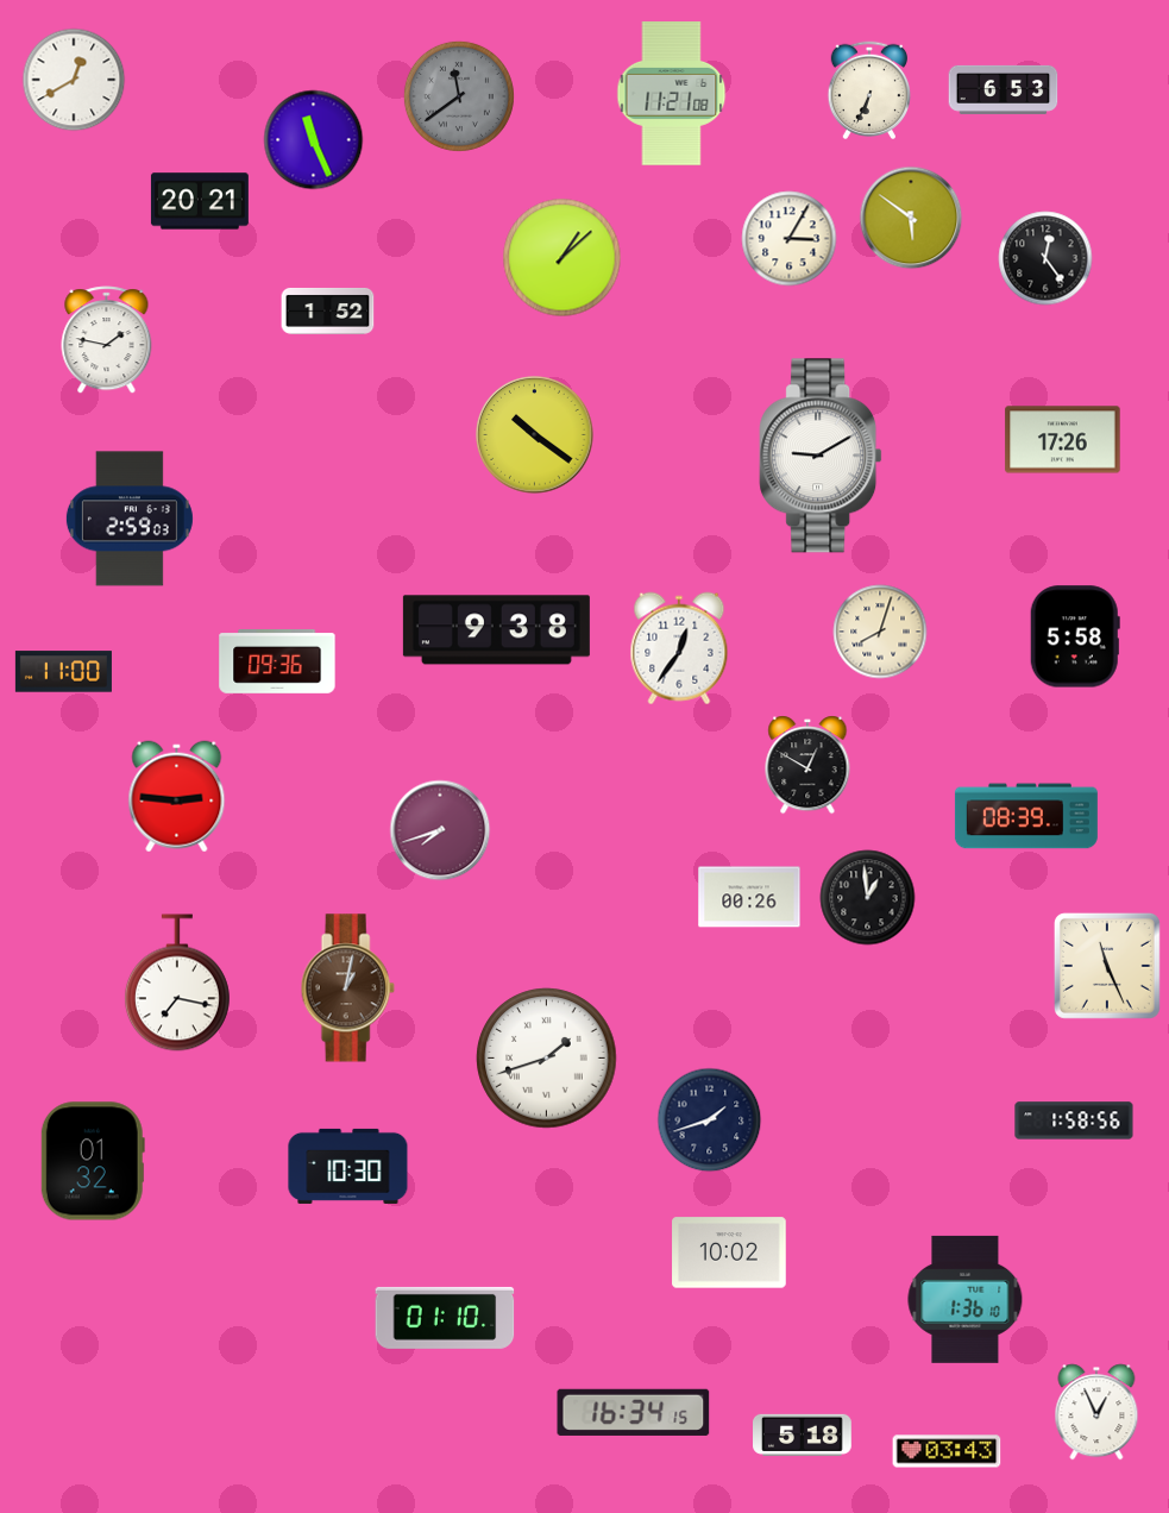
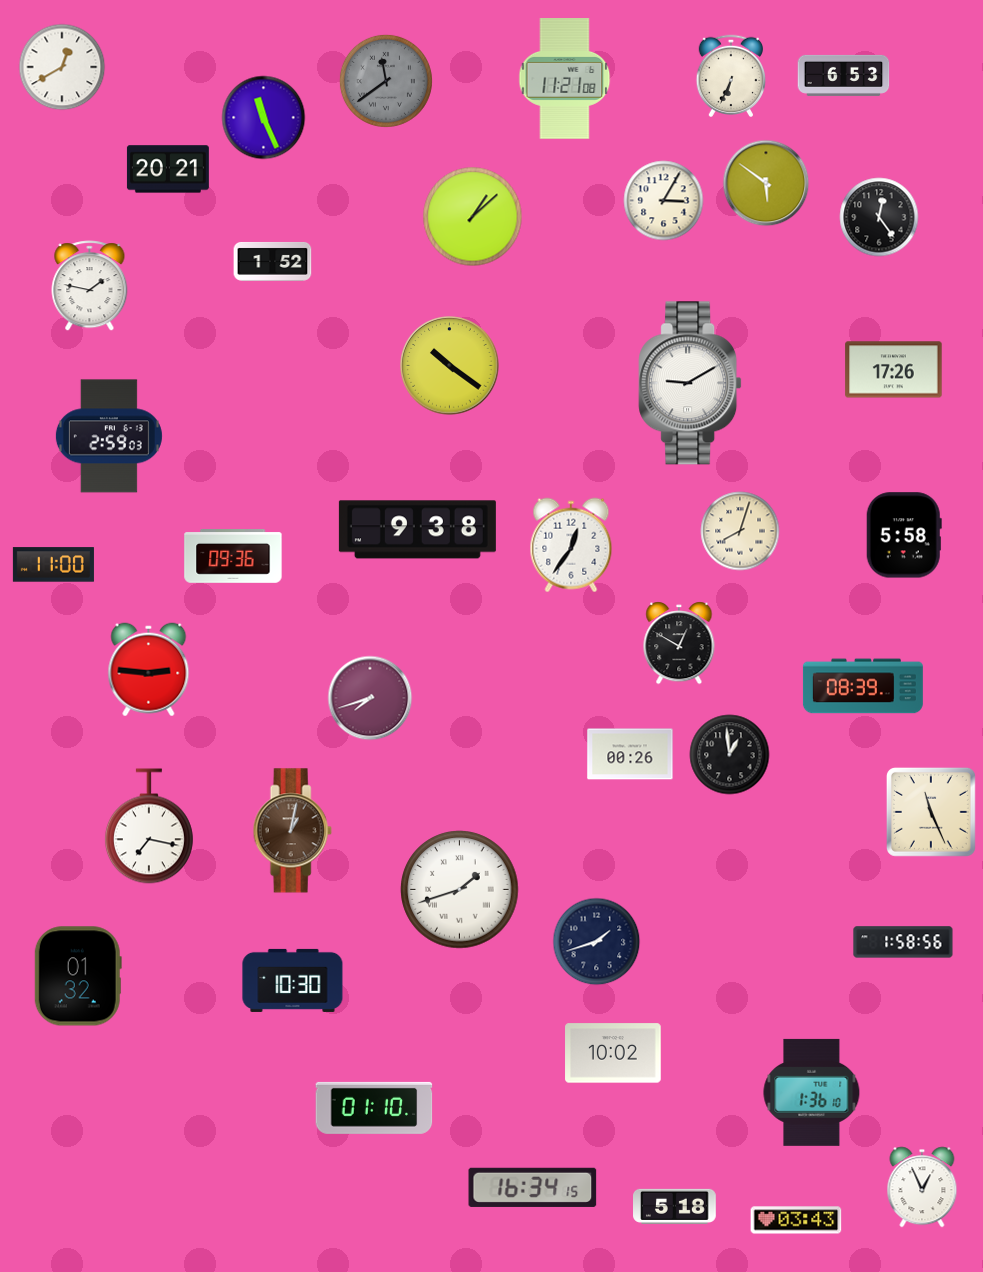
clock at (328, 312) position: (328, 312) -> (273, 262)
